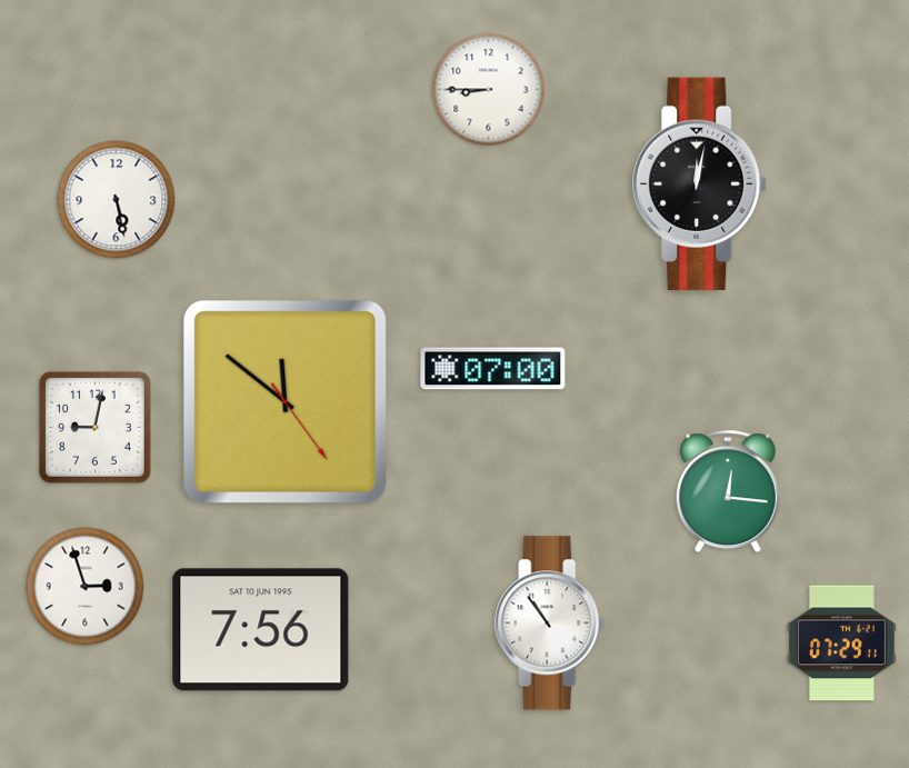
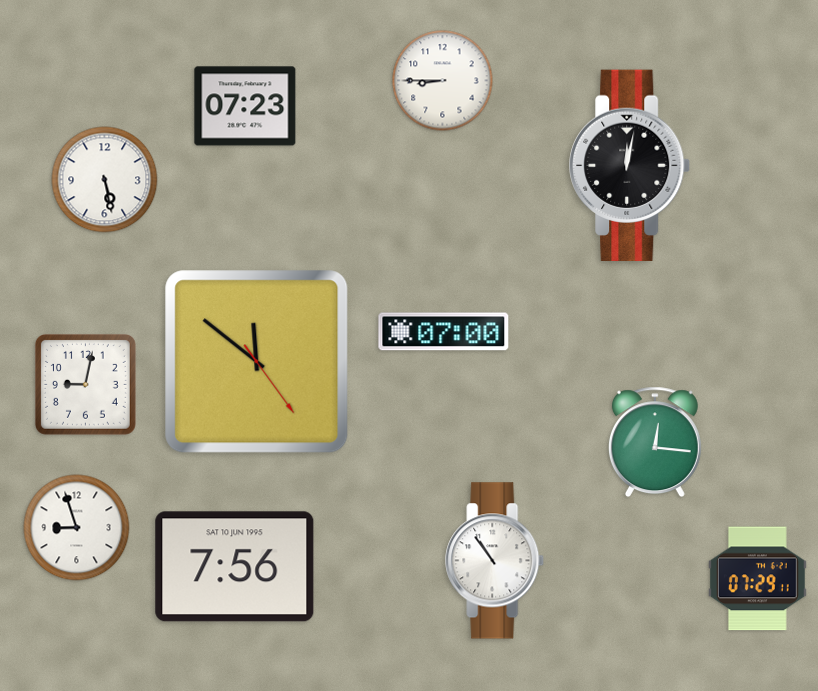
clock at (489, 90) position: (489, 90) -> (443, 81)
clock at (245, 106): none -> 07:23
clock at (86, 587): 2:57 -> 8:57
